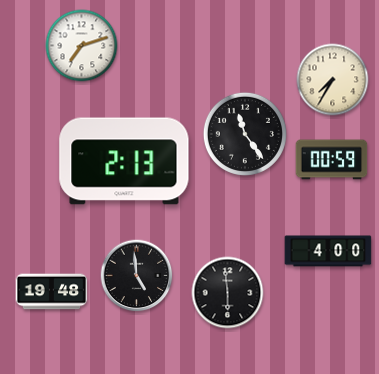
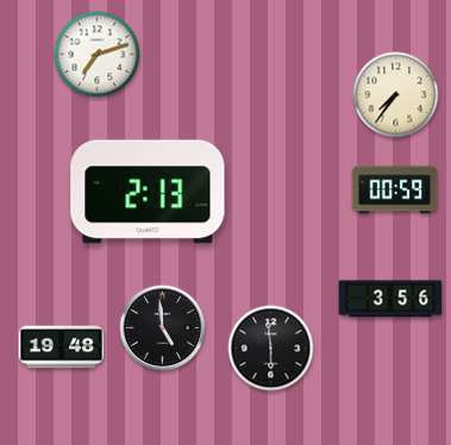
clock at (333, 80): 7:35 -> 7:36
clock at (245, 134): 11:24 -> none
clock at (328, 251): 4:00 -> 3:56
